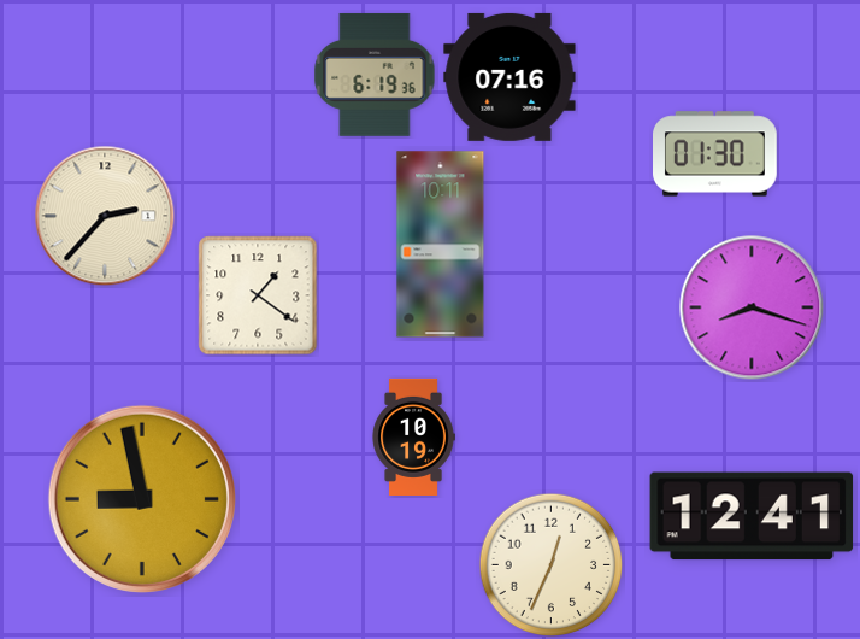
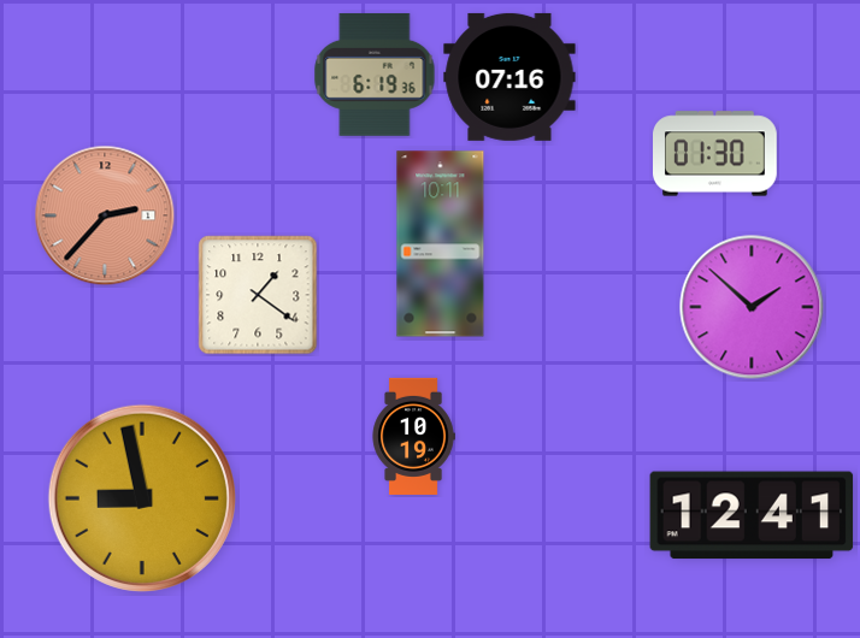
clock at (105, 216) dial: cream -> salmon
clock at (752, 307): 8:18 -> 1:52
clock at (552, 565): 12:34 -> none
